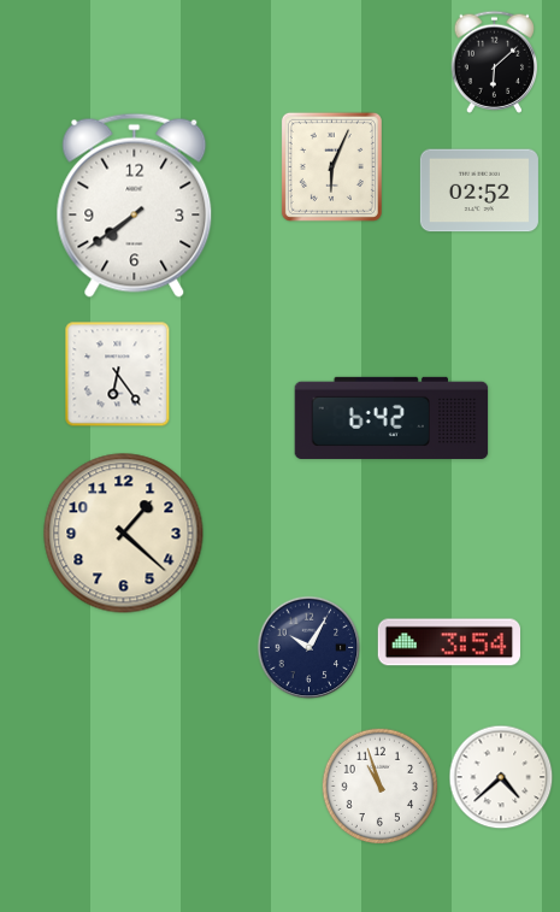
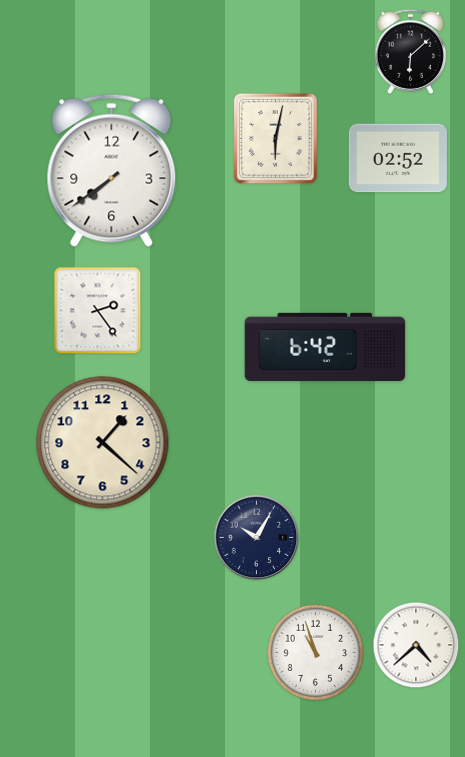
clock at (331, 166): 6:04 -> 6:02
clock at (118, 375): 6:24 -> 2:24
clock at (448, 642): 3:54 -> none
